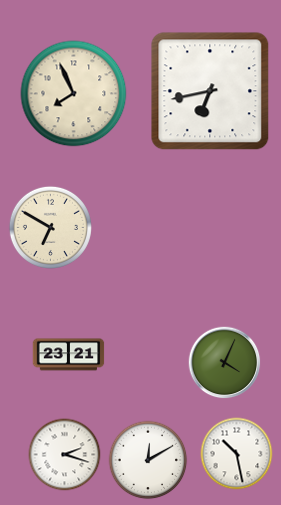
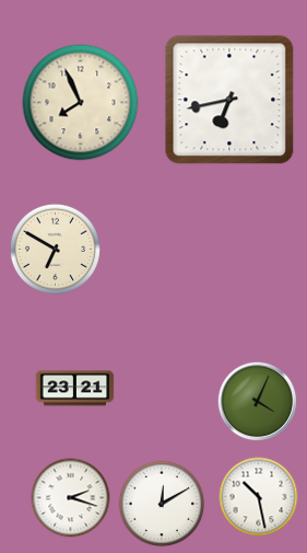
clock at (225, 363) position: (225, 363) -> (258, 402)
